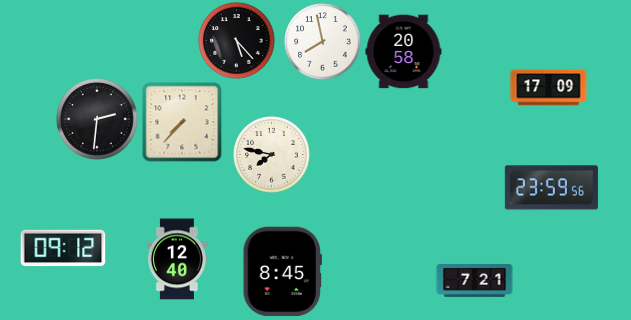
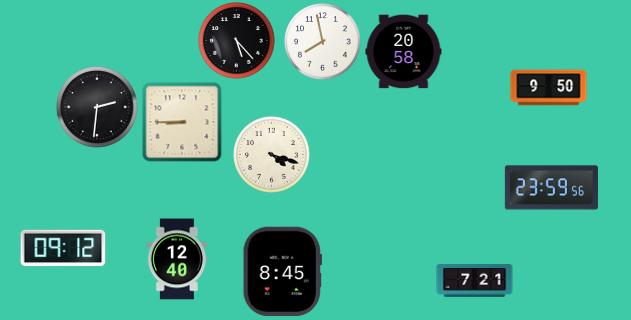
clock at (549, 88): 17:09 -> 9:50
clock at (97, 119) position: (97, 119) -> (97, 107)
clock at (182, 122): 7:37 -> 8:45
clock at (272, 155): 7:47 -> 4:18
